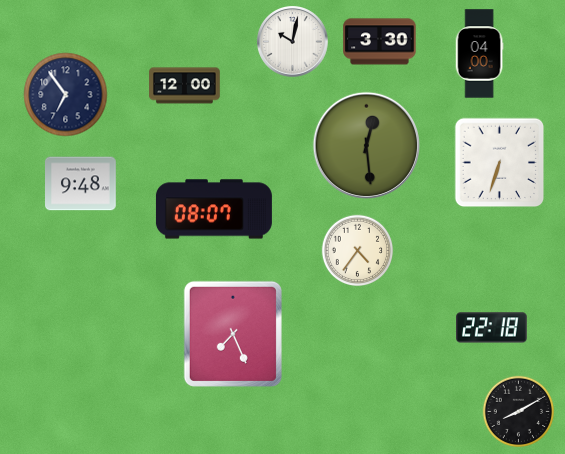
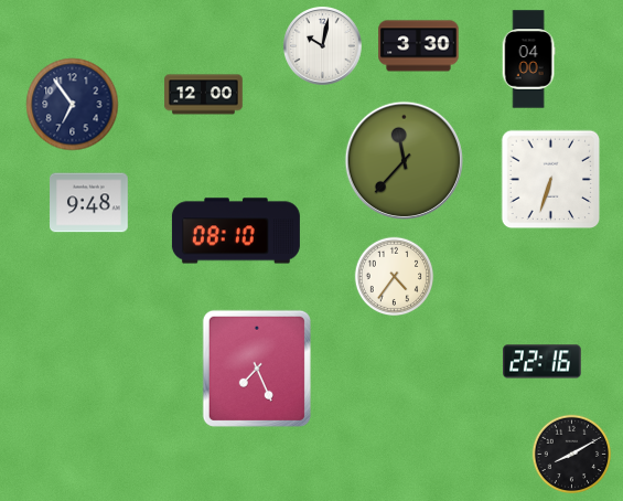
clock at (366, 145): 12:29 -> 11:37
clock at (214, 209): 08:07 -> 08:10
clock at (492, 328): 22:18 -> 22:16
